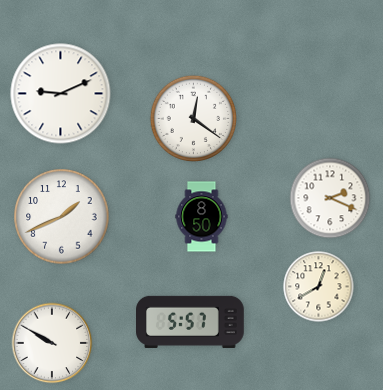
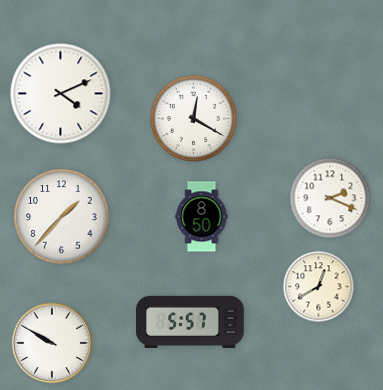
clock at (61, 94): 9:11 -> 4:11
clock at (194, 119): 12:21 -> 12:20
clock at (62, 217): 1:41 -> 1:37
